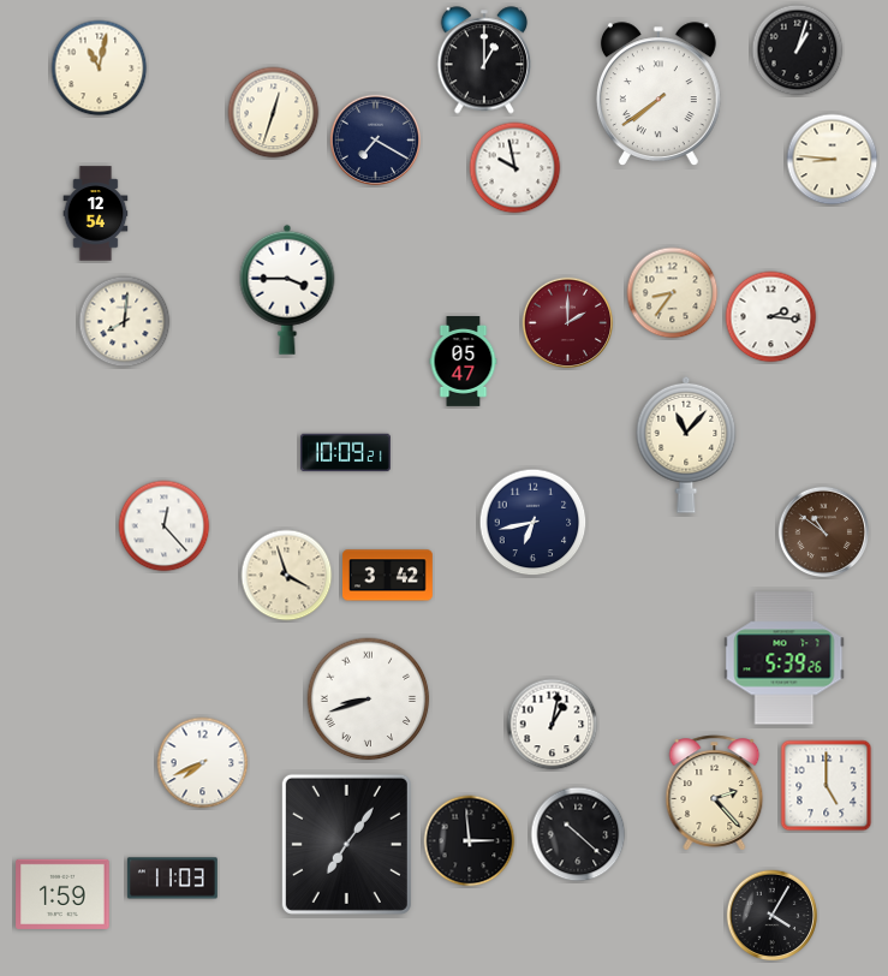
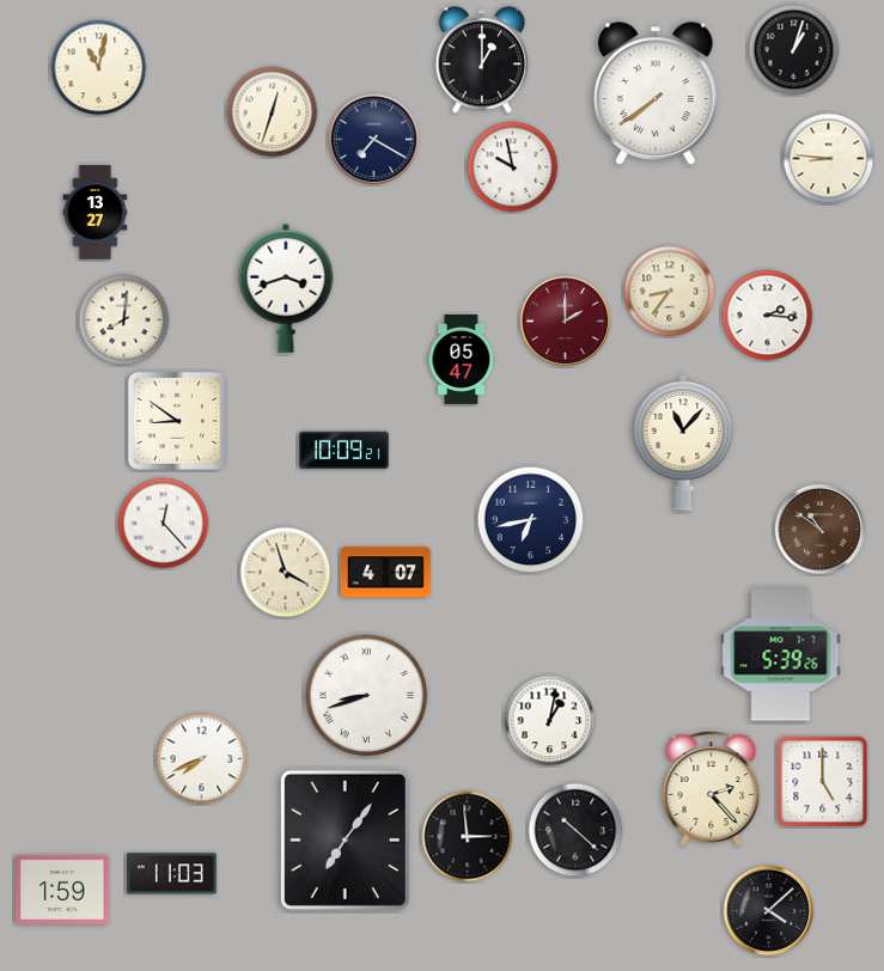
clock at (96, 214): 12:54 -> 13:27
clock at (287, 290): 3:45 -> 3:42
clock at (177, 421): none -> 8:51
clock at (387, 576): 3:42 -> 4:07
clock at (773, 916): 4:05 -> 4:08
